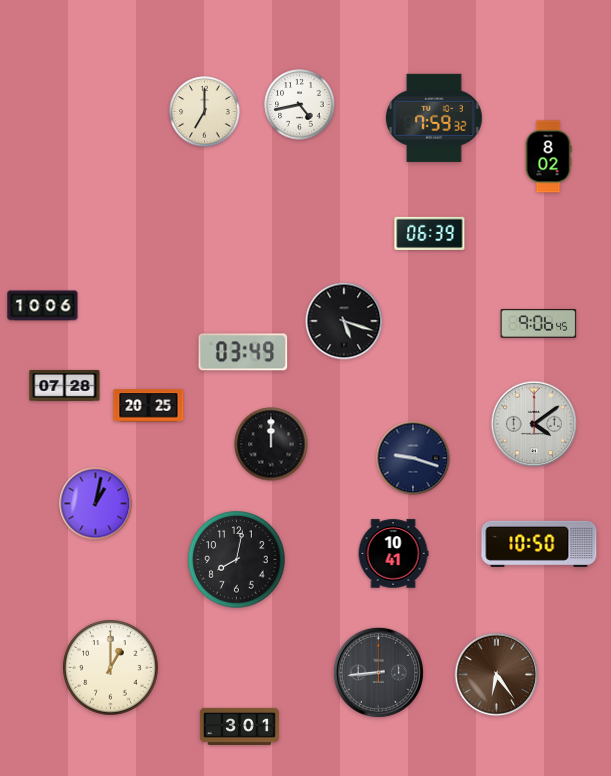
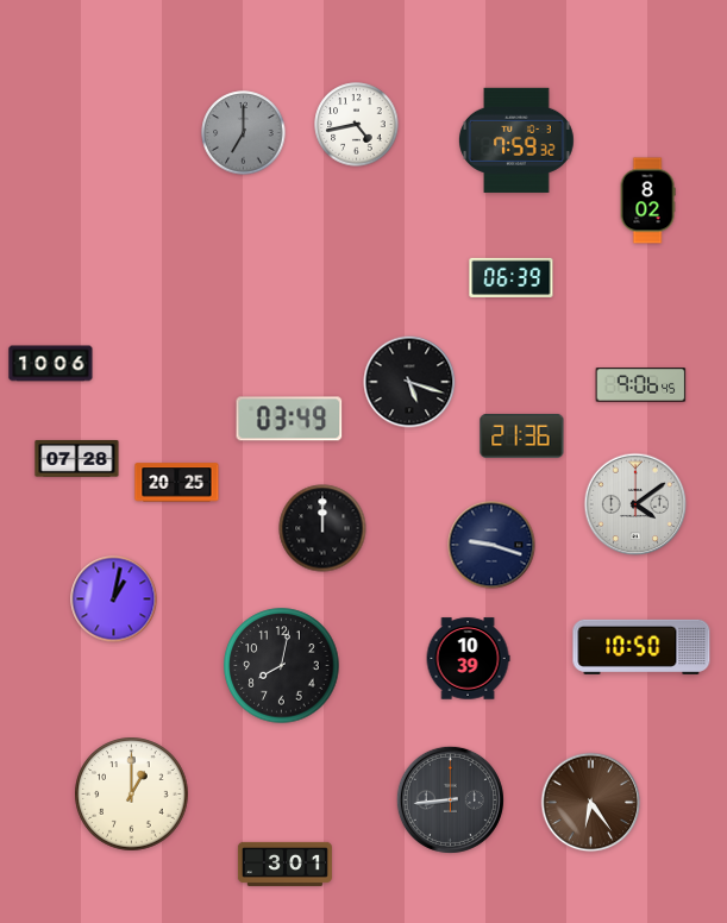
clock at (205, 112) dial: cream -> grey
clock at (548, 157) position: (548, 157) -> (647, 201)
clock at (522, 435): none -> 21:36
clock at (393, 554): 10:41 -> 10:39
